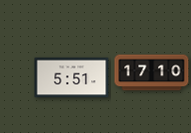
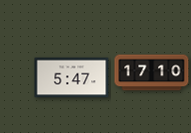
clock at (72, 78): 5:51 -> 5:47
